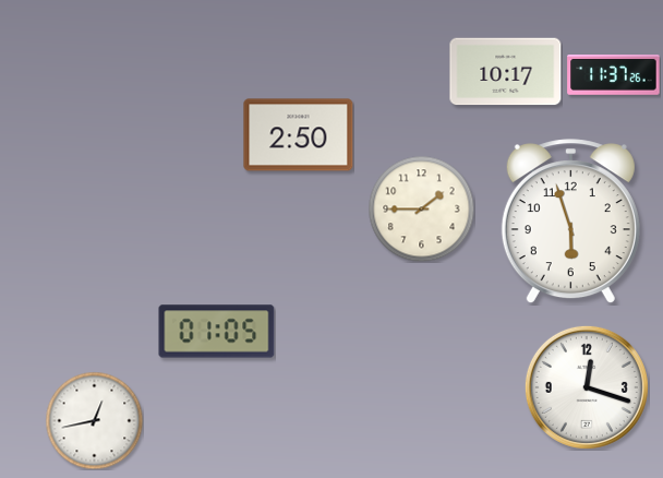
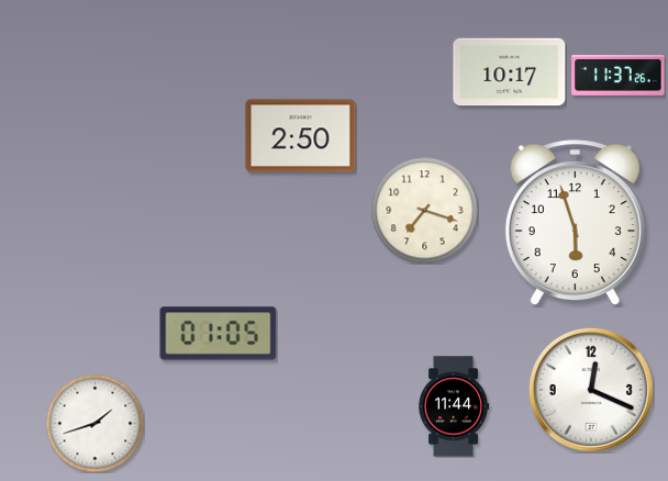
clock at (421, 208): 1:45 -> 7:18
clock at (587, 387): 12:18 -> 12:19
clock at (454, 406): none -> 11:44
clock at (94, 420): 12:43 -> 1:42
